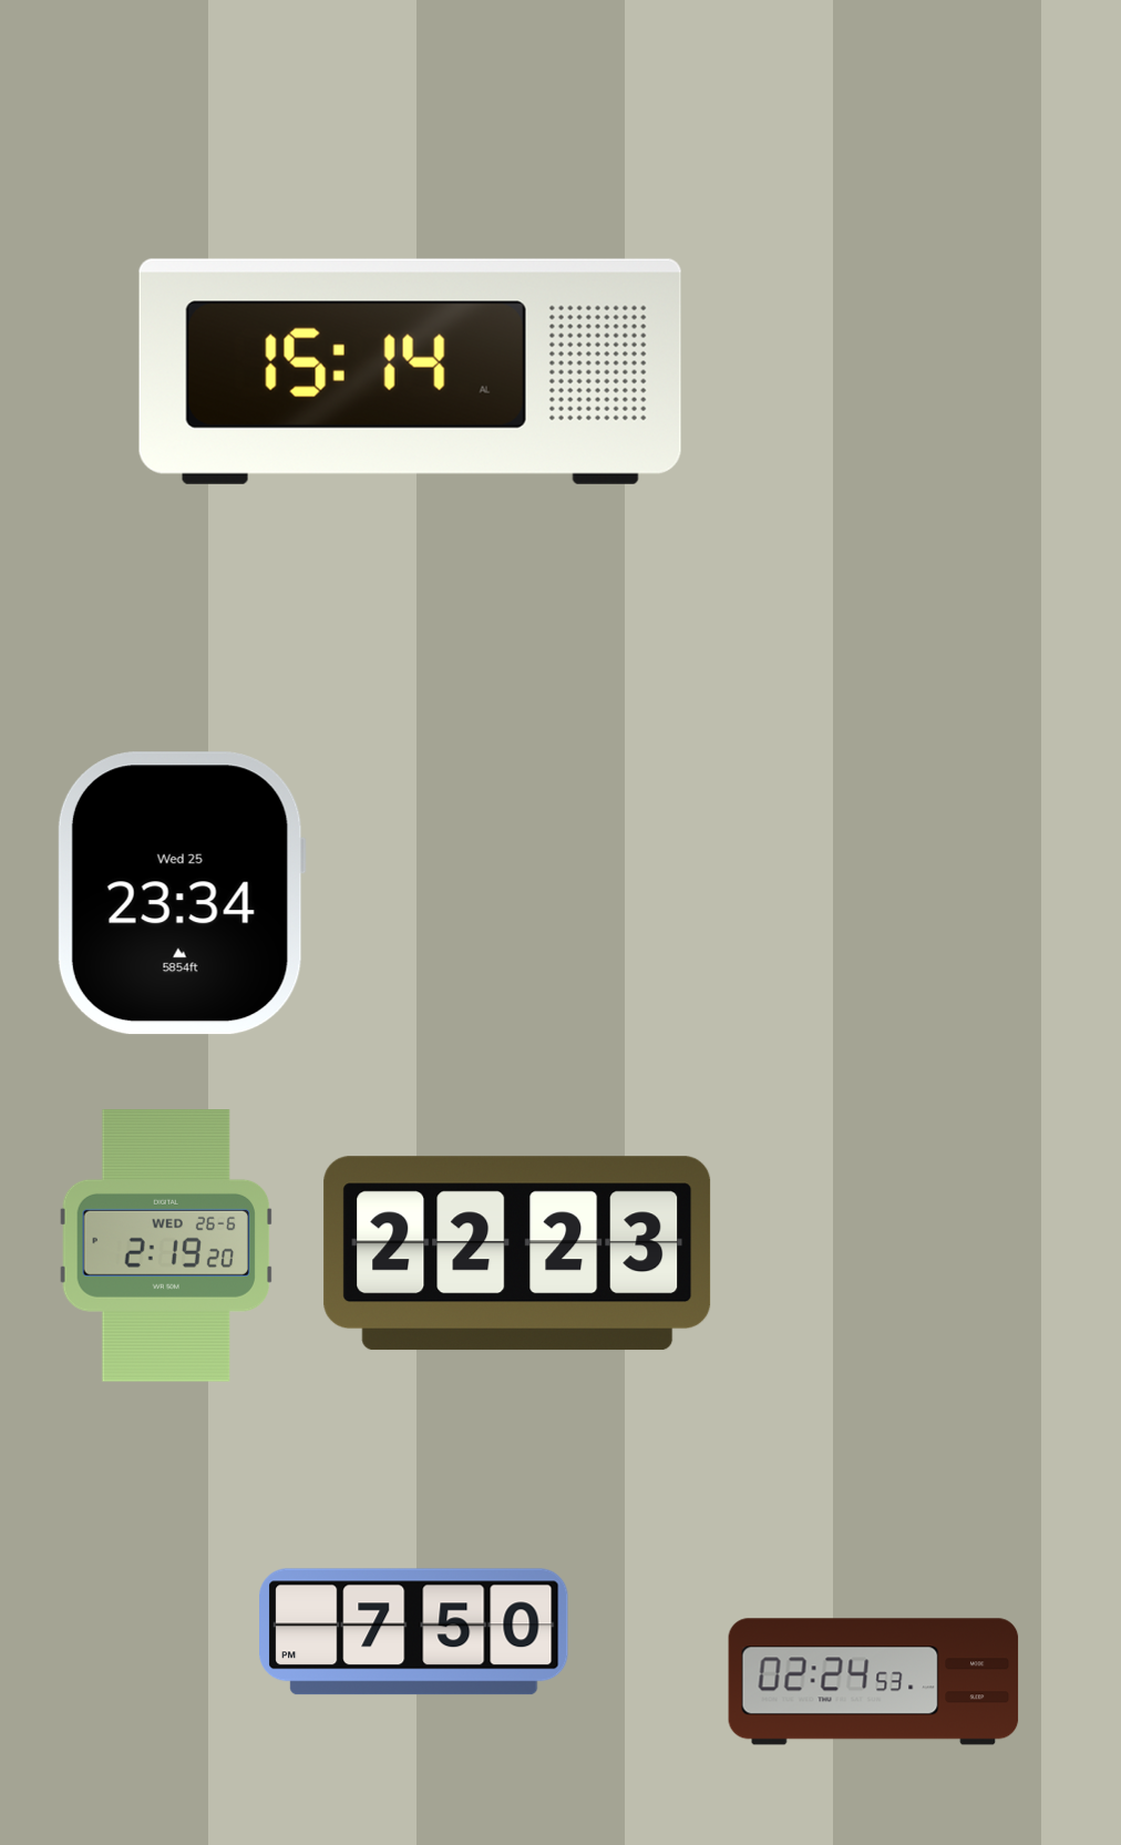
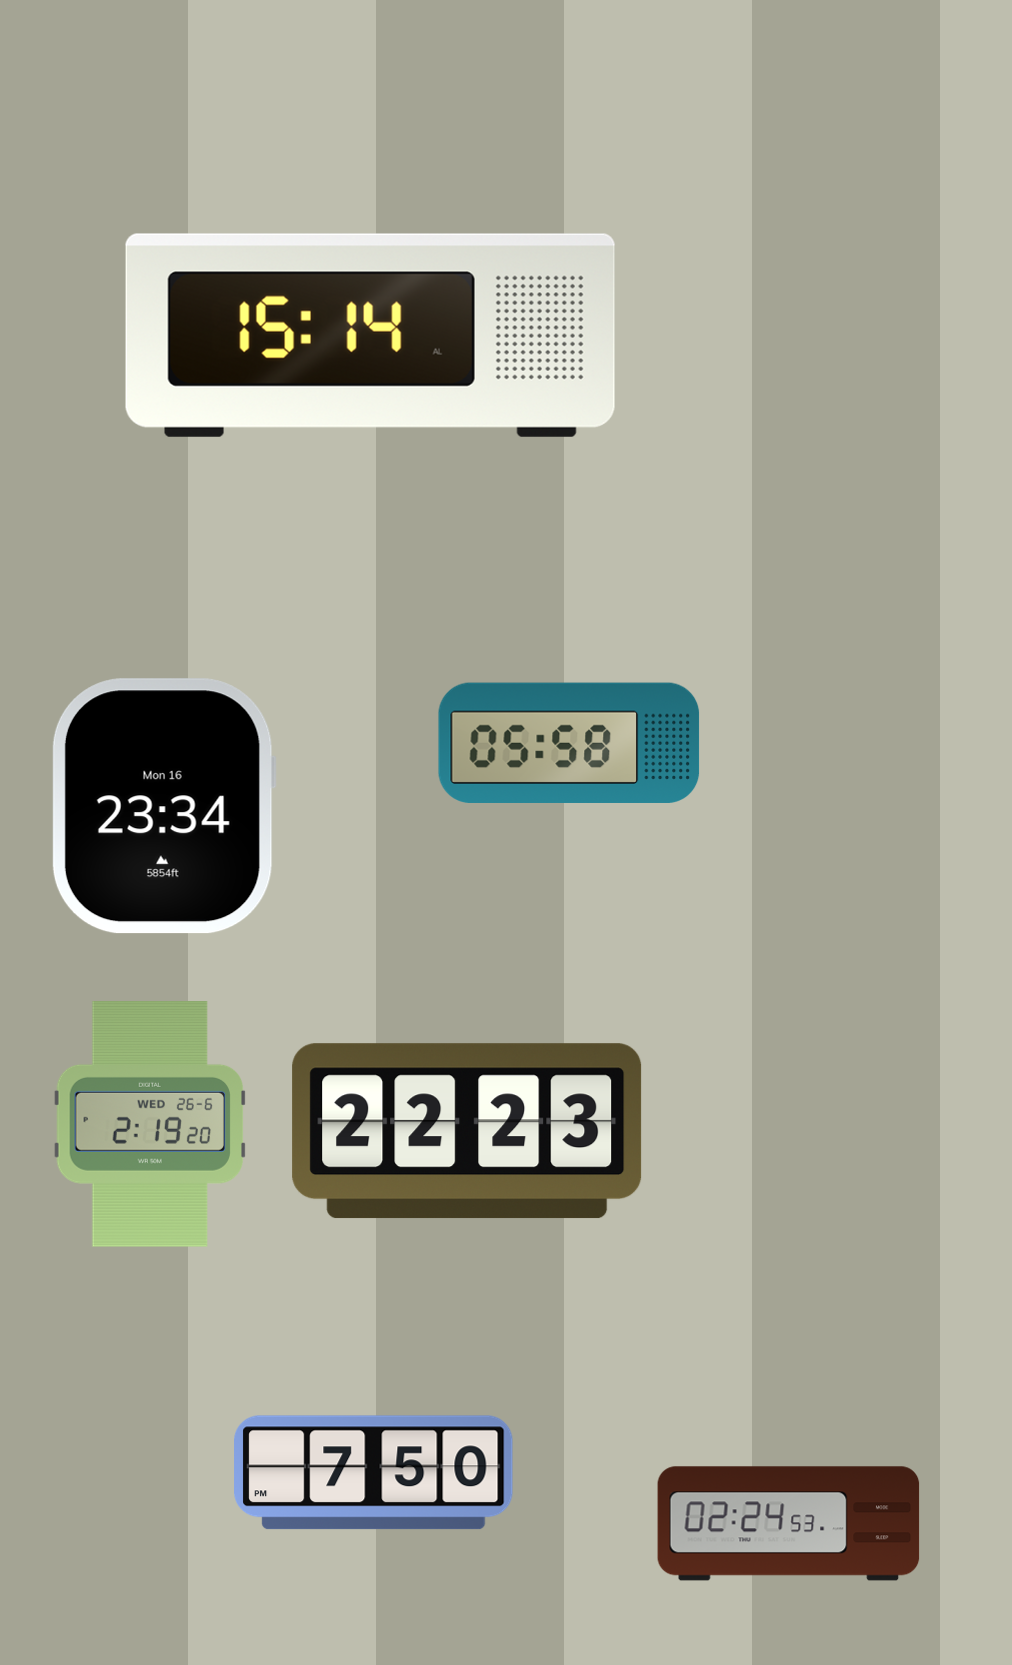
clock at (569, 743): none -> 05:58
clock at (182, 893) date: Wed 25 -> Mon 16
clock at (874, 1682) position: (874, 1682) -> (789, 1524)
